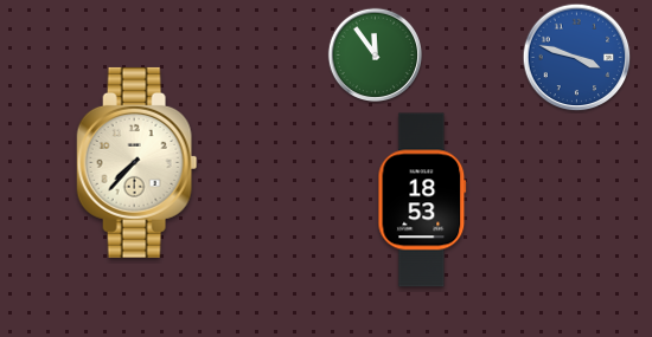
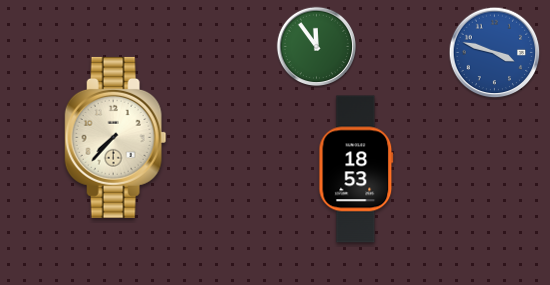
clock at (577, 58) position: (577, 58) -> (495, 53)
